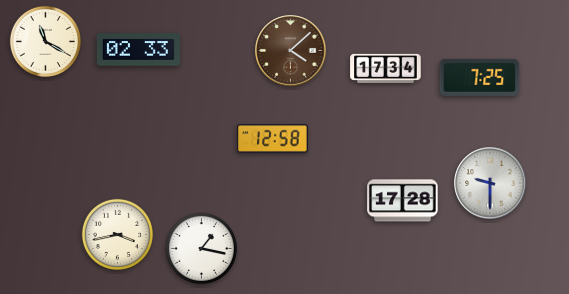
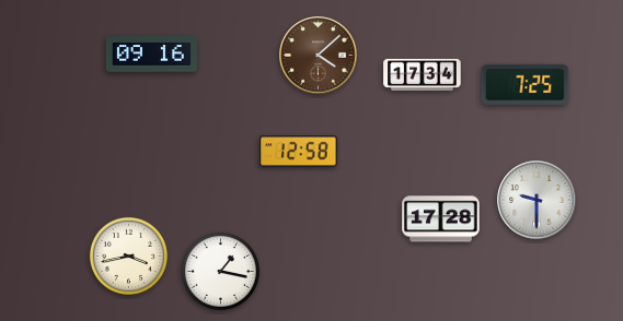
clock at (45, 41): 11:20 -> none
clock at (138, 50): 02:33 -> 09:16
